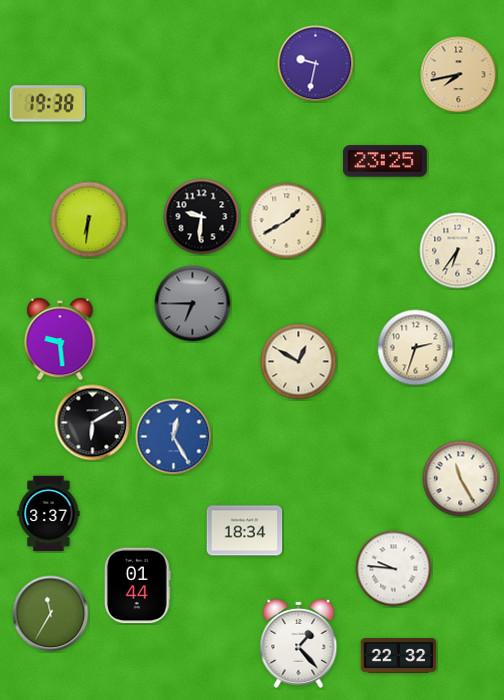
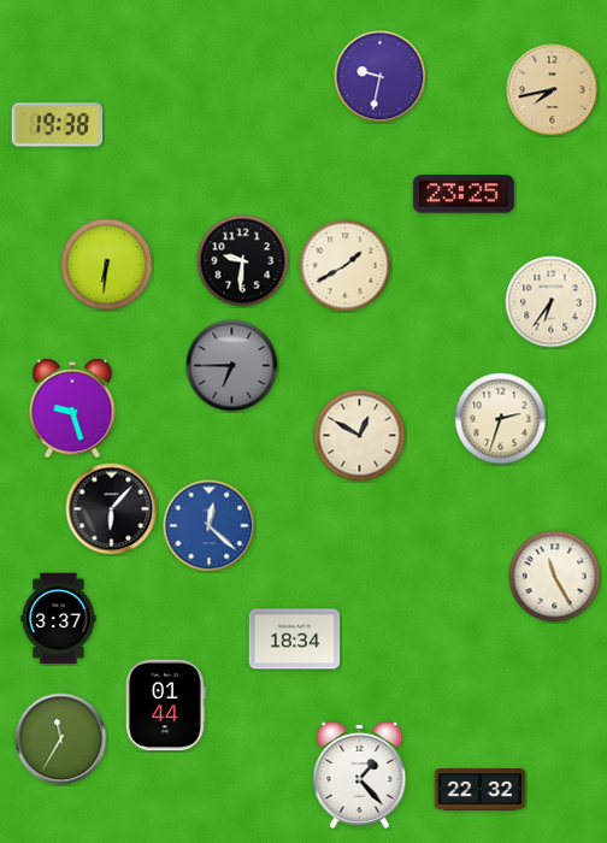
clock at (60, 339): 9:29 -> 9:27
clock at (93, 423): 6:10 -> 6:07
clock at (174, 437): 12:25 -> 12:22
clock at (394, 569): 9:46 -> none
